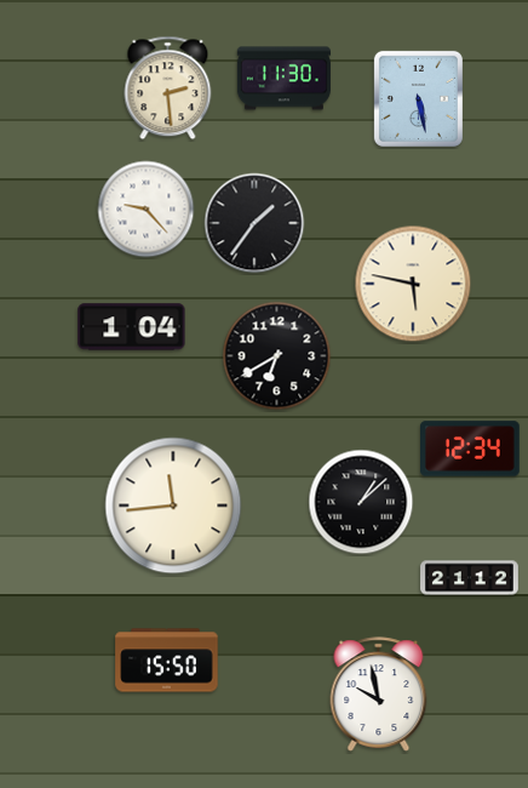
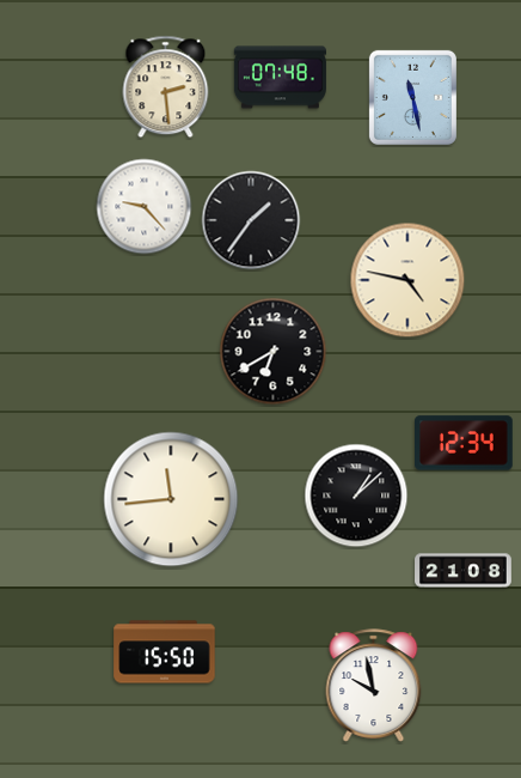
clock at (283, 79): 11:30 -> 07:48
clock at (418, 98): 5:28 -> 11:28
clock at (413, 284): 5:47 -> 4:47
clock at (132, 327): 1:04 -> none
clock at (470, 578): 21:12 -> 21:08
